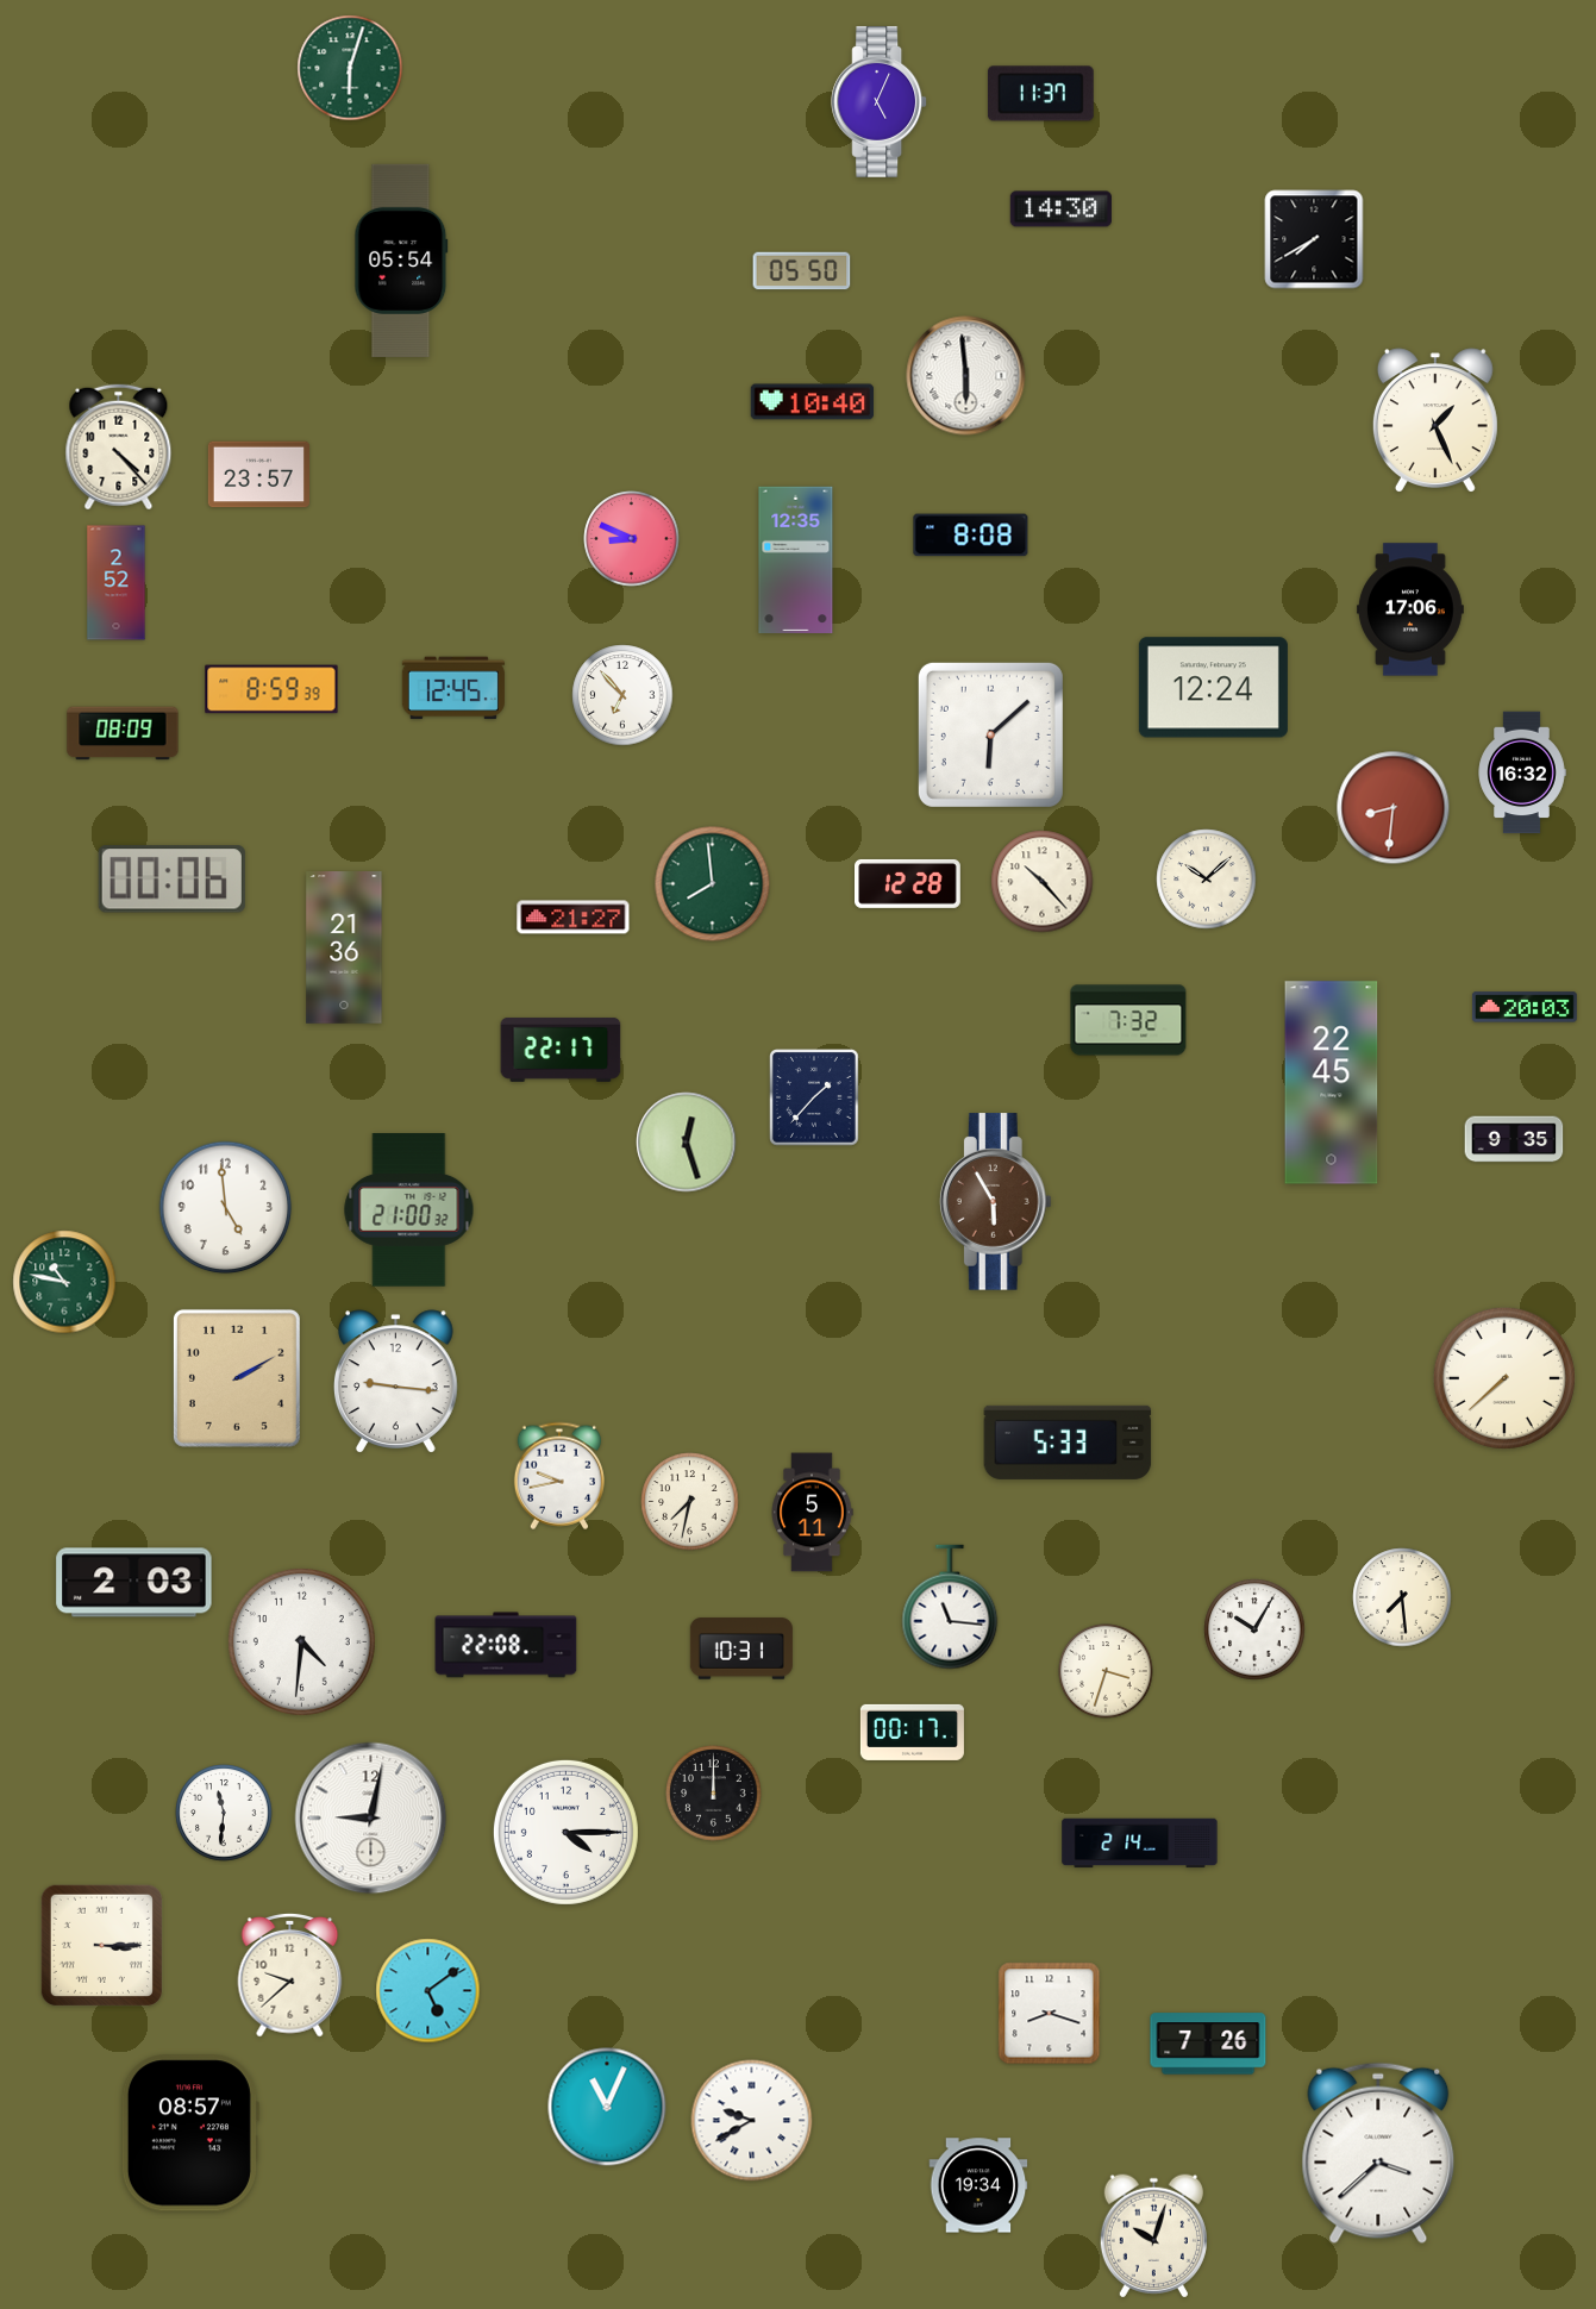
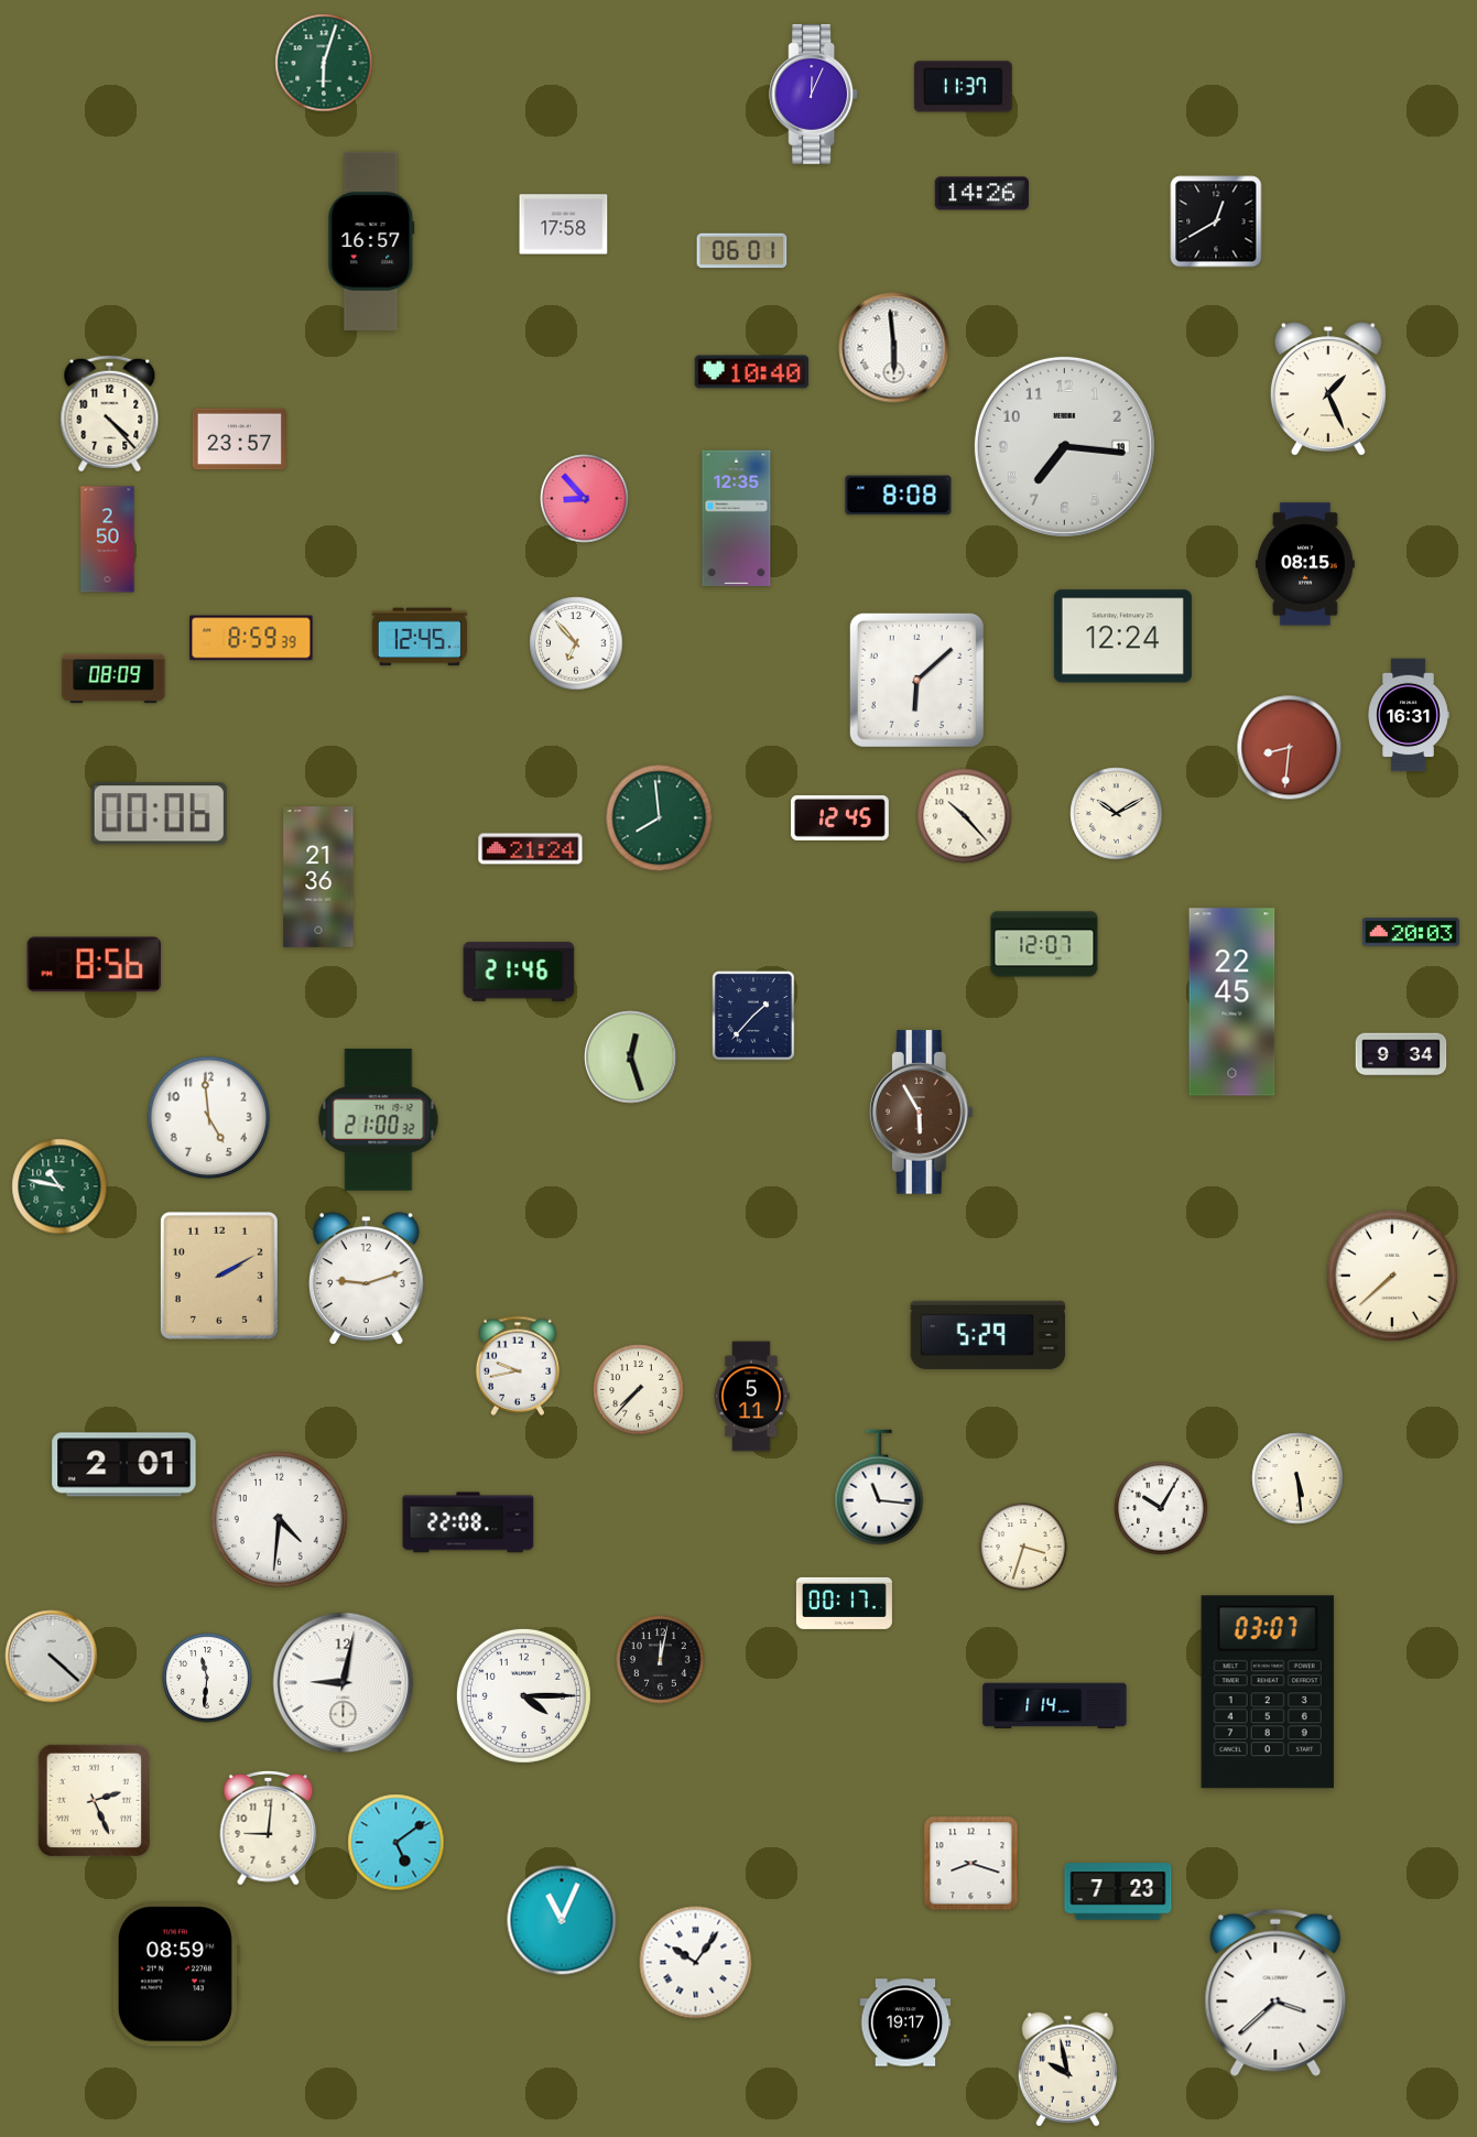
clock at (880, 101): 5:04 -> 12:04
clock at (1060, 209): 14:30 -> 14:26
clock at (1314, 239): 7:40 -> 12:40
clock at (564, 225): none -> 17:58
clock at (401, 261): 05:54 -> 16:57
clock at (802, 271): 05:50 -> 06:01
clock at (1064, 446): none -> 7:16
clock at (632, 539): 8:49 -> 8:53
clock at (117, 583): 2:52 -> 2:50
clock at (1410, 609): 17:06 -> 08:15
clock at (1522, 772): 16:32 -> 16:31
clock at (1207, 880): 10:08 -> 10:10
clock at (908, 883): 12:28 -> 12:45
clock at (574, 918): 21:27 -> 21:24
clock at (1128, 1020): 7:32 -> 12:07
clock at (95, 965): none -> 8:56
clock at (561, 1050): 22:17 -> 21:46
clock at (1514, 1139): 9:35 -> 9:34
clock at (687, 1143) position: (687, 1143) -> (631, 1057)
clock at (395, 1382): 9:16 -> 9:12
clock at (1068, 1443): 5:33 -> 5:29
clock at (690, 1502): 7:32 -> 7:37
clock at (812, 1513) position: (812, 1513) -> (751, 1397)
clock at (134, 1583): 2:03 -> 2:01
clock at (1402, 1597): 7:29 -> 5:29
clock at (741, 1648): 10:31 -> none
clock at (52, 1657): none -> 4:22
clock at (714, 1794): 12:00 -> 12:02
clock at (1268, 1692): none -> 03:07
clock at (1140, 1844): 2:14 -> 1:14
clock at (101, 1945): 3:15 -> 2:26
clock at (290, 1975): 9:38 -> 9:01
clock at (1208, 2044): 7:26 -> 7:23
clock at (607, 2107) position: (607, 2107) -> (562, 1920)
clock at (752, 2121): 9:40 -> 10:06
clock at (189, 2133): 08:57 -> 08:59
clock at (978, 2185): 19:34 -> 19:17
clock at (1153, 2236): 10:03 -> 9:58
